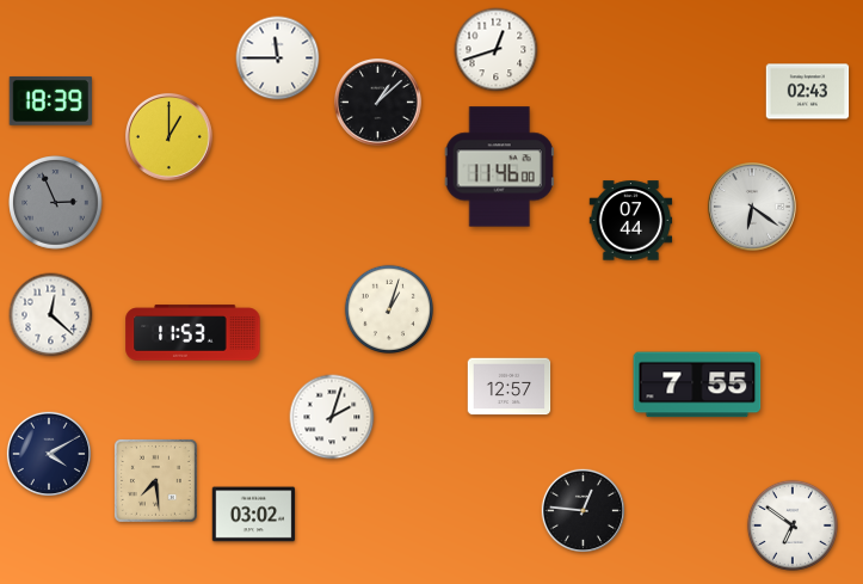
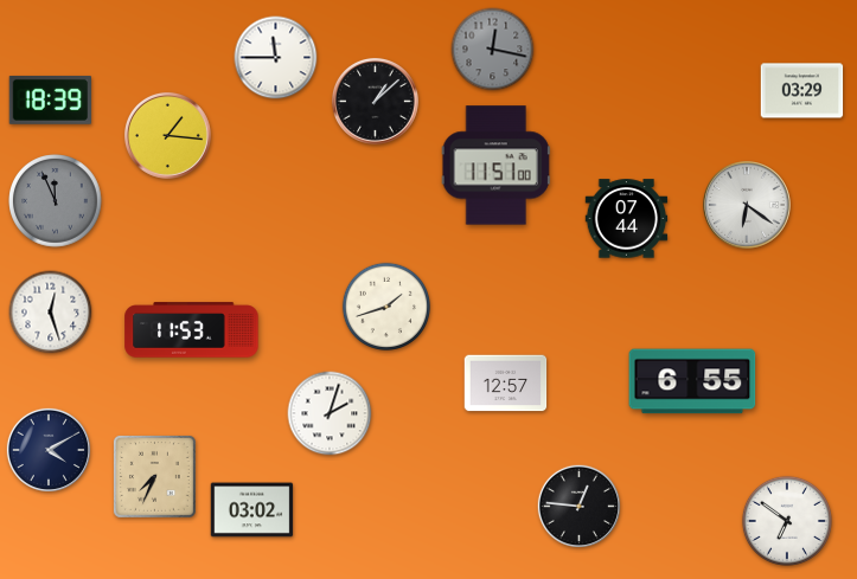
clock at (497, 50): 12:42 -> 12:17
clock at (497, 50) dial: white -> grey
clock at (808, 92): 02:43 -> 03:29
clock at (168, 136): 1:00 -> 1:16
clock at (499, 167): 11:46 -> 11:51
clock at (56, 203): 2:56 -> 11:56
clock at (389, 309): 1:03 -> 1:42
clock at (51, 315): 12:22 -> 12:27
clock at (697, 385): 7:55 -> 6:55
clock at (155, 480): 7:29 -> 7:34
